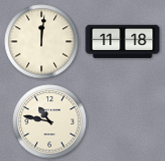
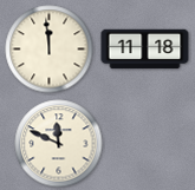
clock at (42, 42): 12:01 -> 11:59
clock at (50, 122): 10:47 -> 11:49
